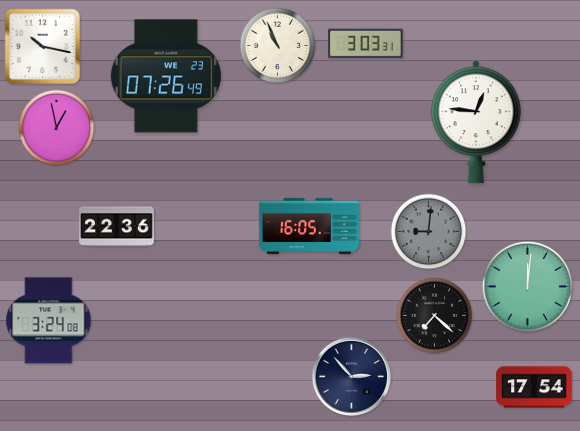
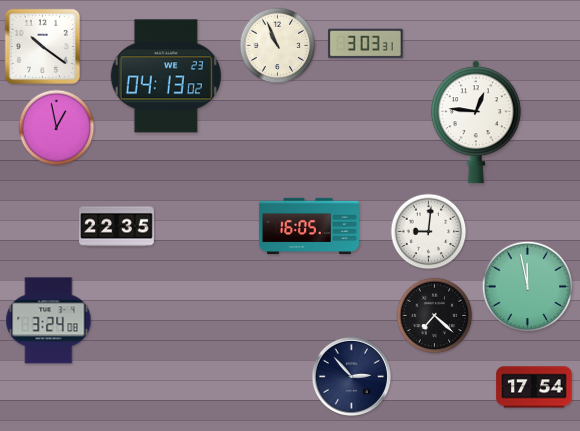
clock at (42, 46): 10:17 -> 10:21
clock at (166, 76): 07:26 -> 04:13
clock at (117, 227): 22:36 -> 22:35
clock at (429, 232) dial: grey -> white
clock at (528, 287): 12:01 -> 11:58
